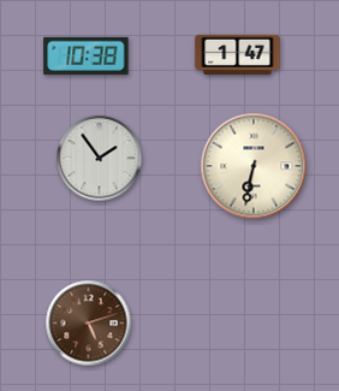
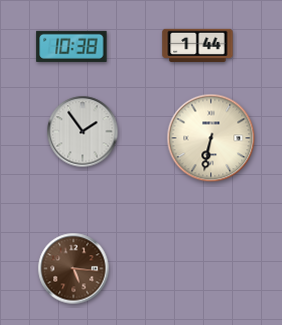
clock at (238, 55): 1:47 -> 1:44
clock at (89, 324): 5:12 -> 5:16
